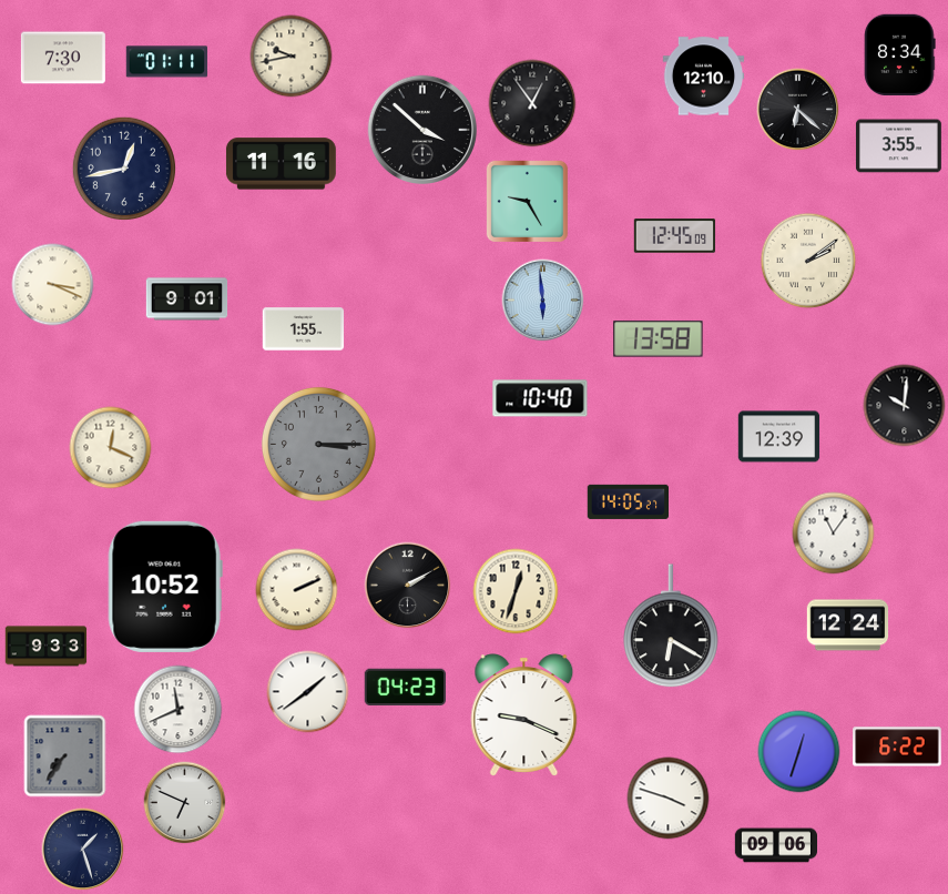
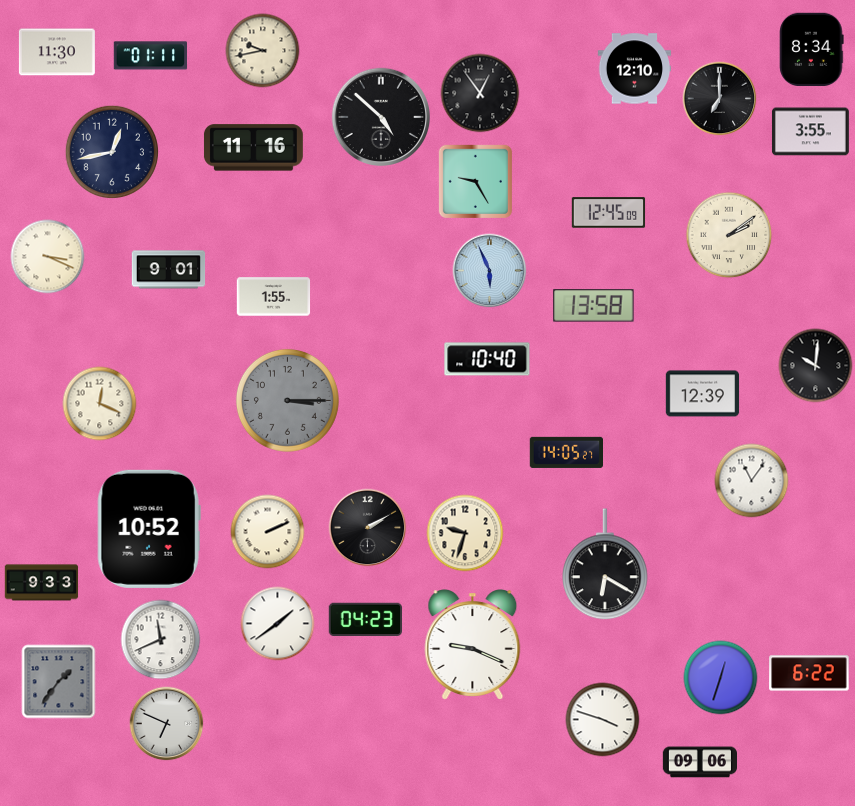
clock at (63, 58): 7:30 -> 11:30
clock at (798, 110): 6:22 -> 7:00
clock at (421, 129): 3:52 -> 4:52
clock at (543, 301): 5:59 -> 5:56
clock at (516, 591): 12:33 -> 9:33
clock at (848, 626): 12:24 -> none
clock at (65, 756): 7:36 -> 1:36
clock at (83, 850): 1:27 -> none
